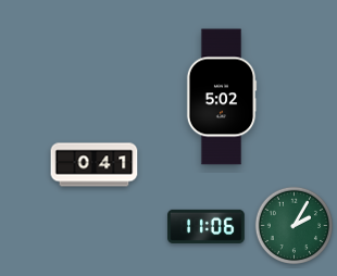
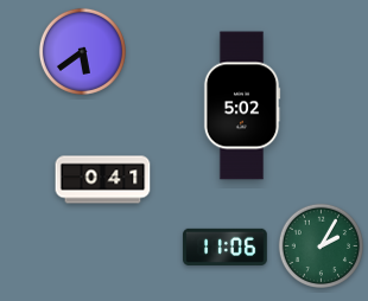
clock at (82, 51): none -> 5:39
